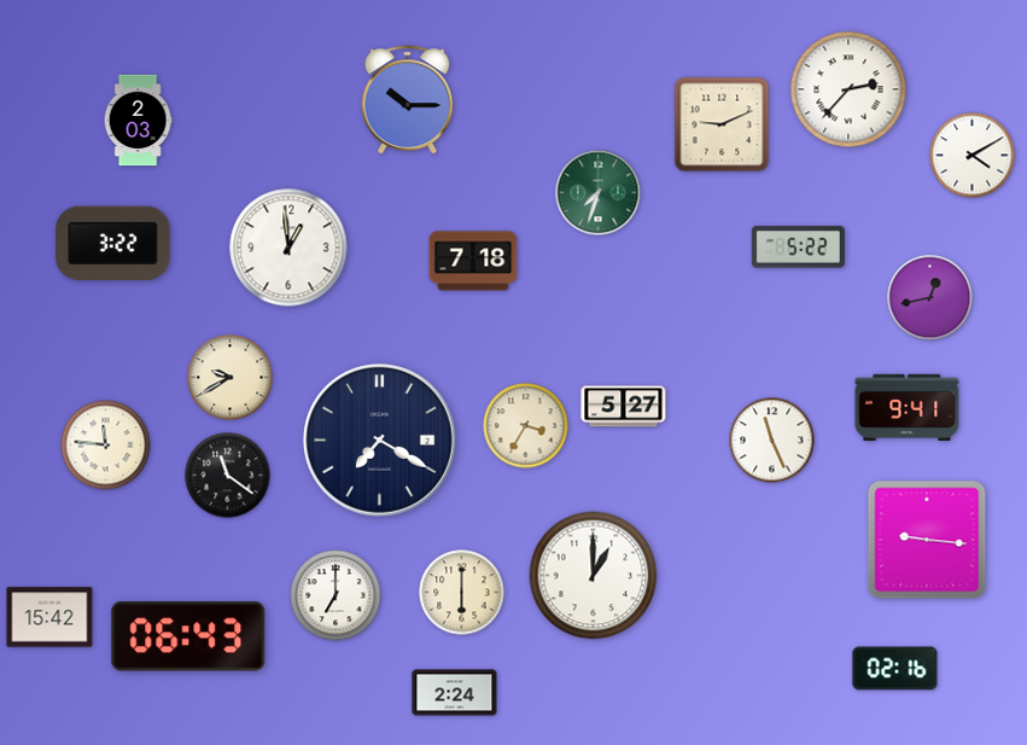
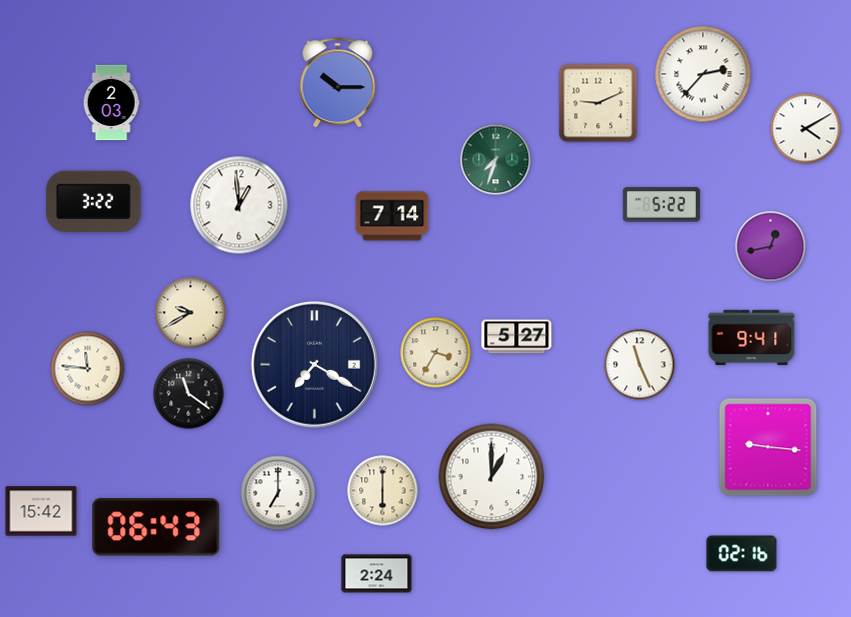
clock at (138, 121) position: (138, 121) -> (111, 103)
clock at (473, 261): 7:18 -> 7:14
